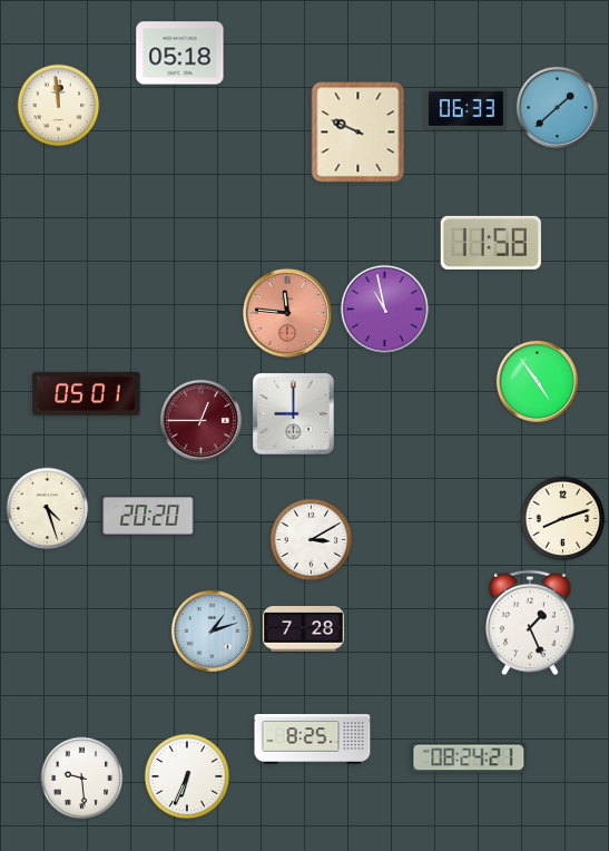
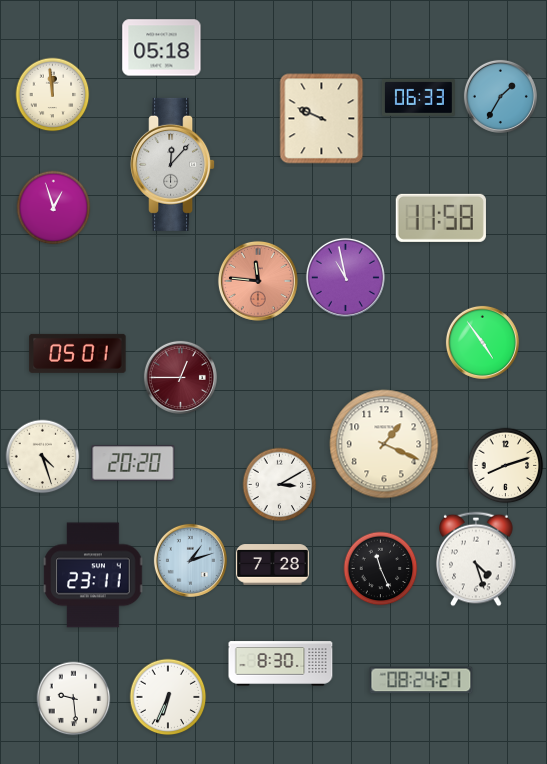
clock at (557, 107): 1:38 -> 1:35
clock at (173, 164): none -> 12:07
clock at (54, 208): none -> 12:57
clock at (294, 414): 9:00 -> none
clock at (384, 444): none -> 1:19
clock at (530, 623): 1:26 -> 4:27
clock at (212, 630) position: (212, 630) -> (190, 560)
clock at (381, 569): none -> 11:26
clock at (93, 575): none -> 23:11
clock at (313, 740): 8:25 -> 8:30
